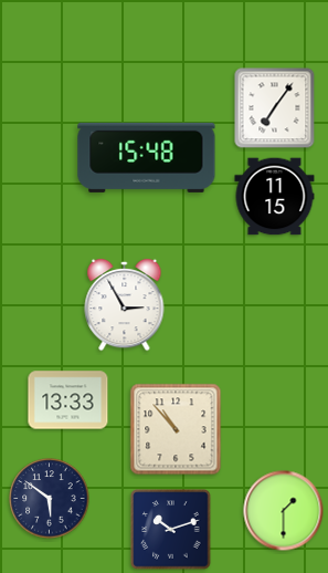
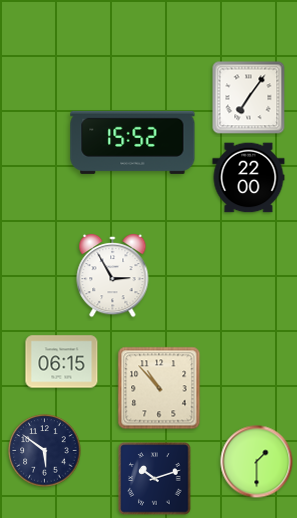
clock at (147, 157): 15:48 -> 15:52
clock at (275, 197): 11:15 -> 22:00
clock at (68, 400): 13:33 -> 06:15
